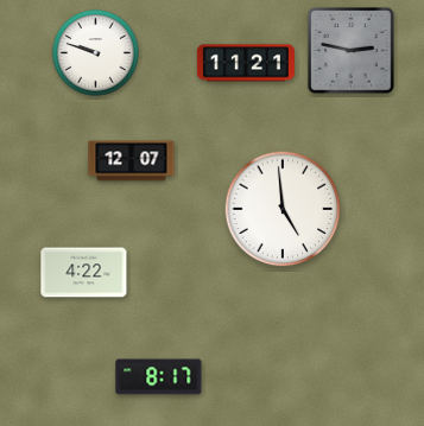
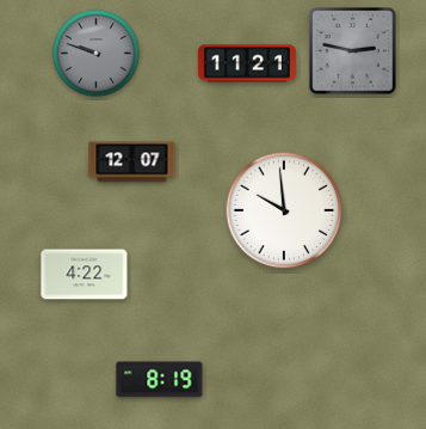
clock at (96, 53) dial: white -> grey
clock at (283, 209): 4:59 -> 9:59
clock at (159, 377): 8:17 -> 8:19
